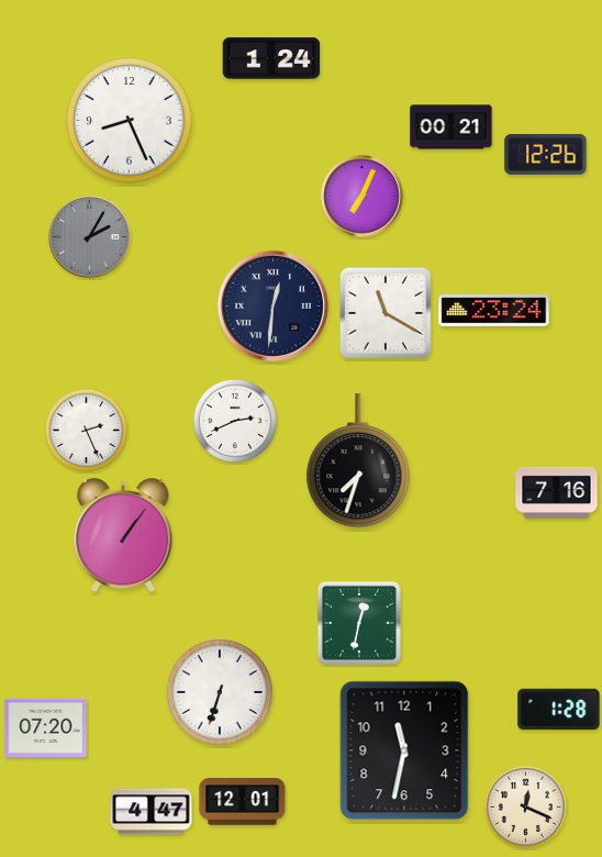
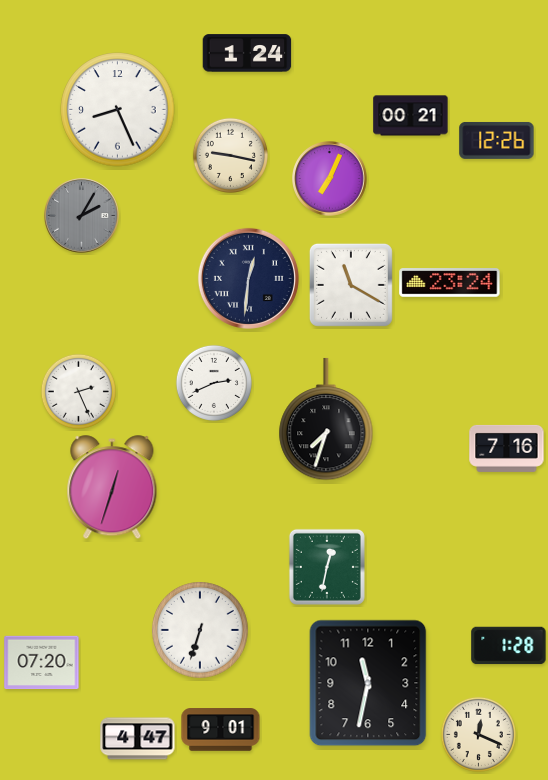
clock at (230, 155): none -> 9:17
clock at (123, 536): 1:06 -> 12:33
clock at (243, 802): 12:01 -> 9:01
